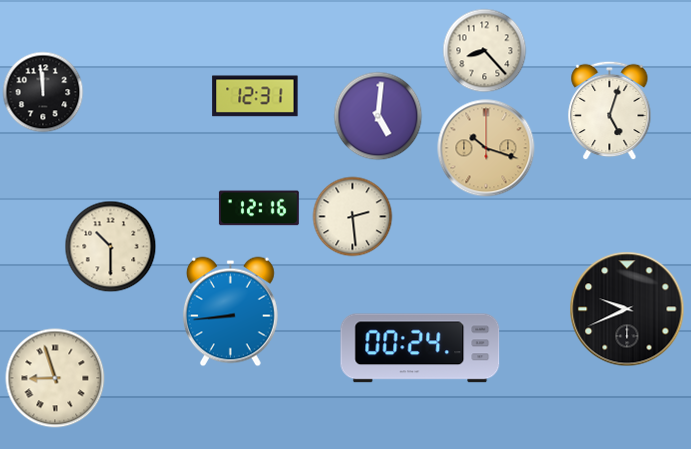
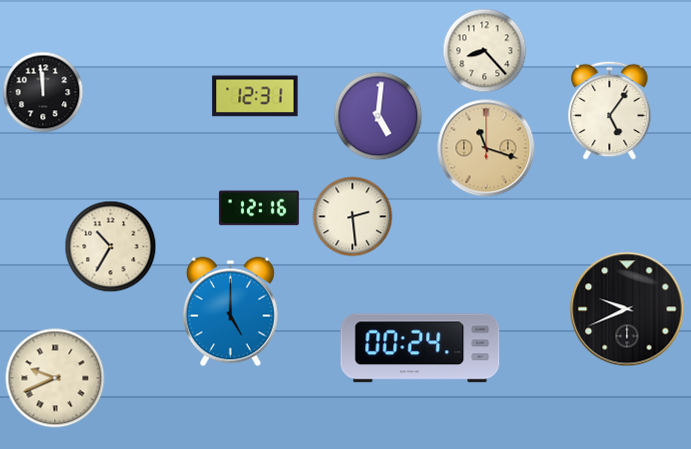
clock at (610, 111): 5:03 -> 5:06
clock at (486, 148): 10:18 -> 11:18
clock at (111, 247): 10:30 -> 10:35
clock at (230, 312): 8:44 -> 5:00
clock at (55, 378): 8:57 -> 9:41
